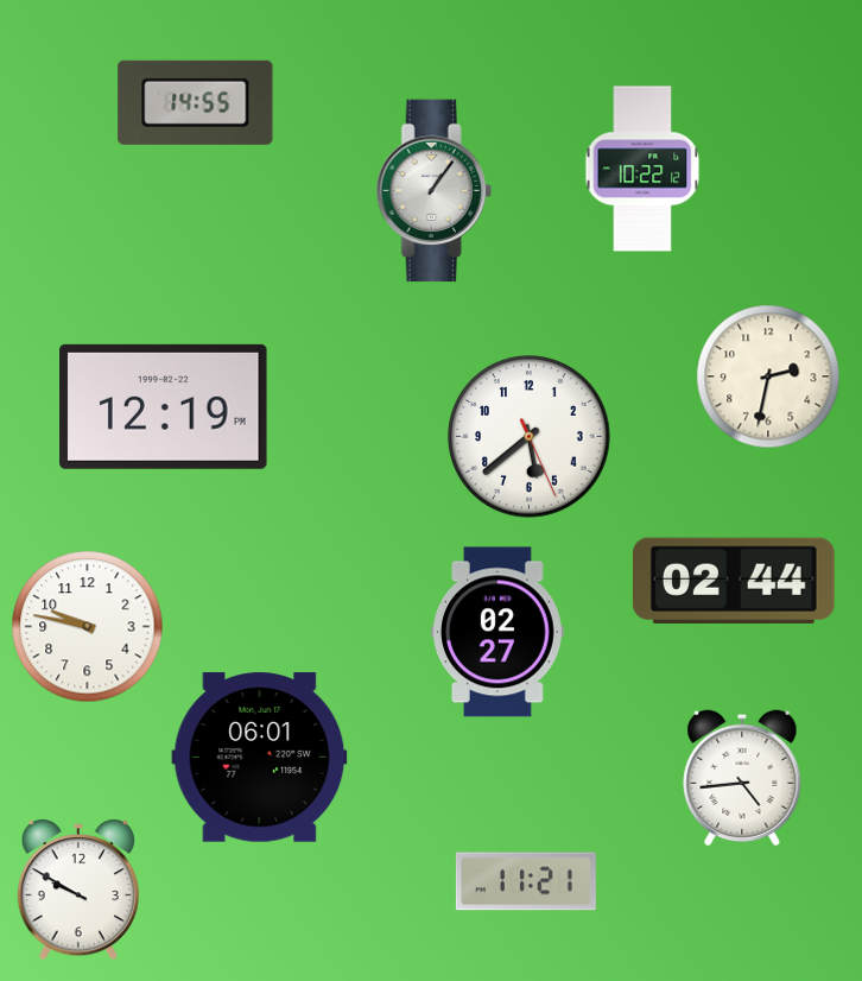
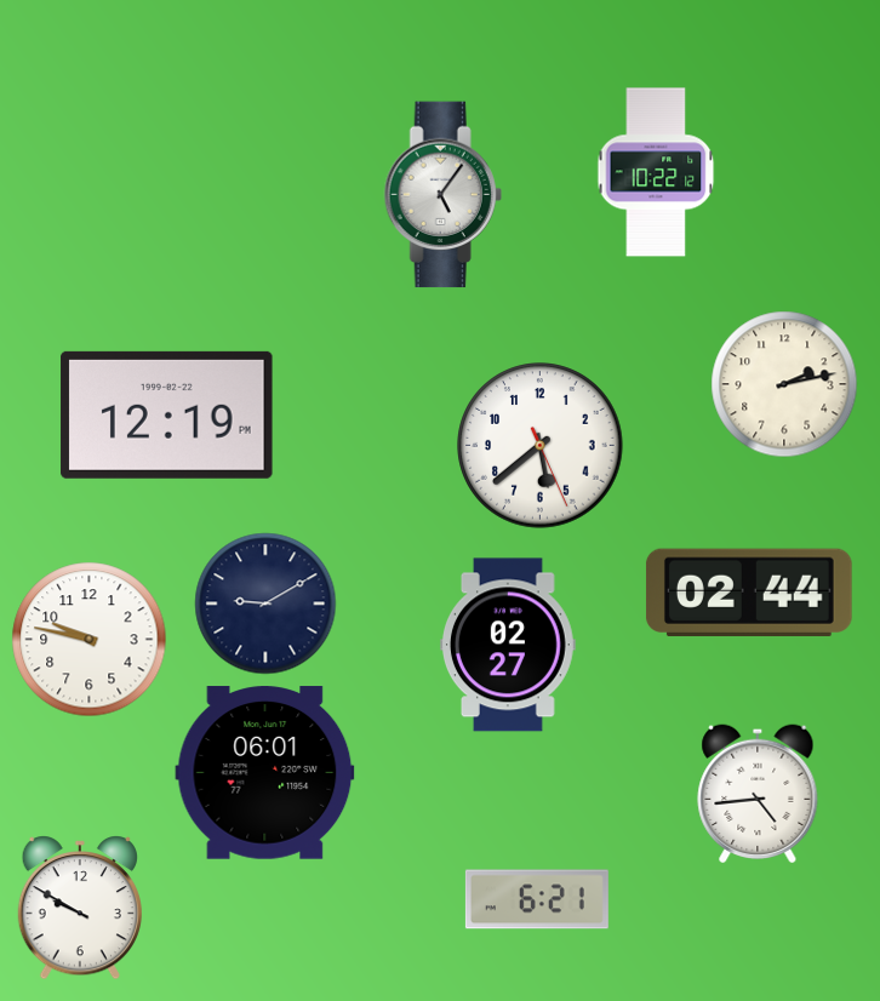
clock at (196, 102): 14:55 -> none
clock at (433, 191): 1:06 -> 5:06
clock at (768, 376): 2:32 -> 2:13
clock at (265, 604): none -> 9:10
clock at (526, 881): 11:21 -> 6:21
